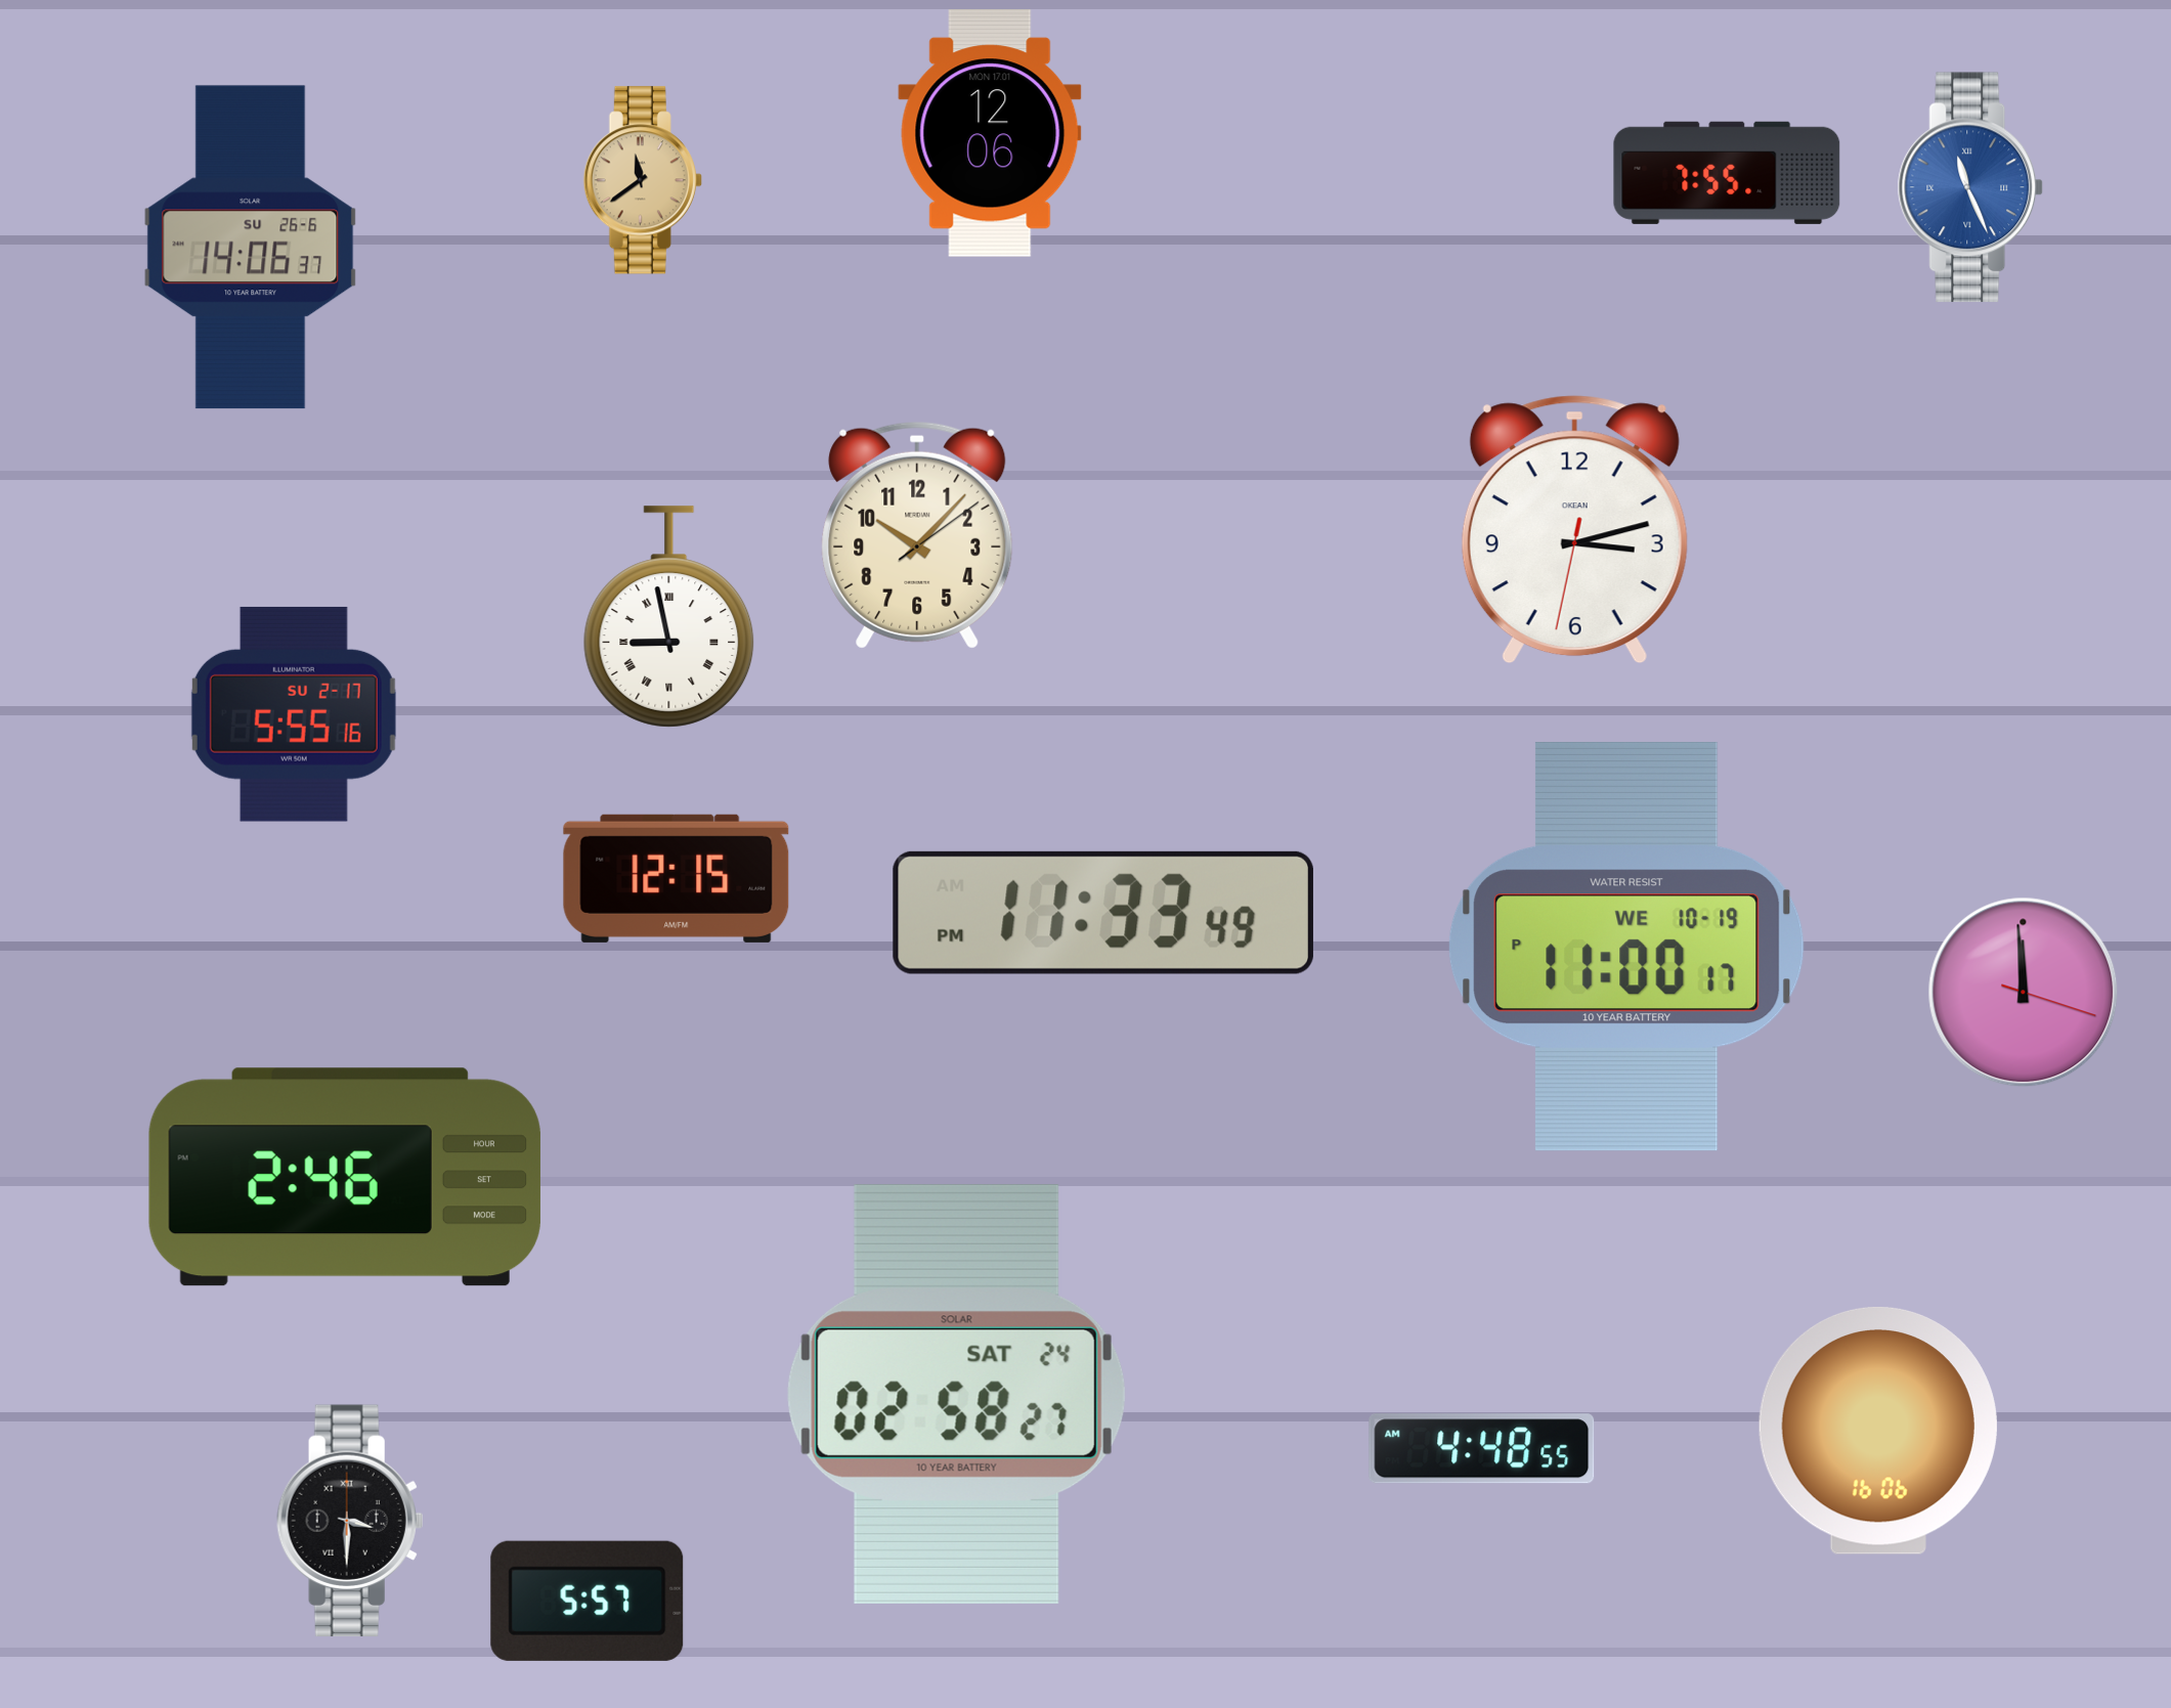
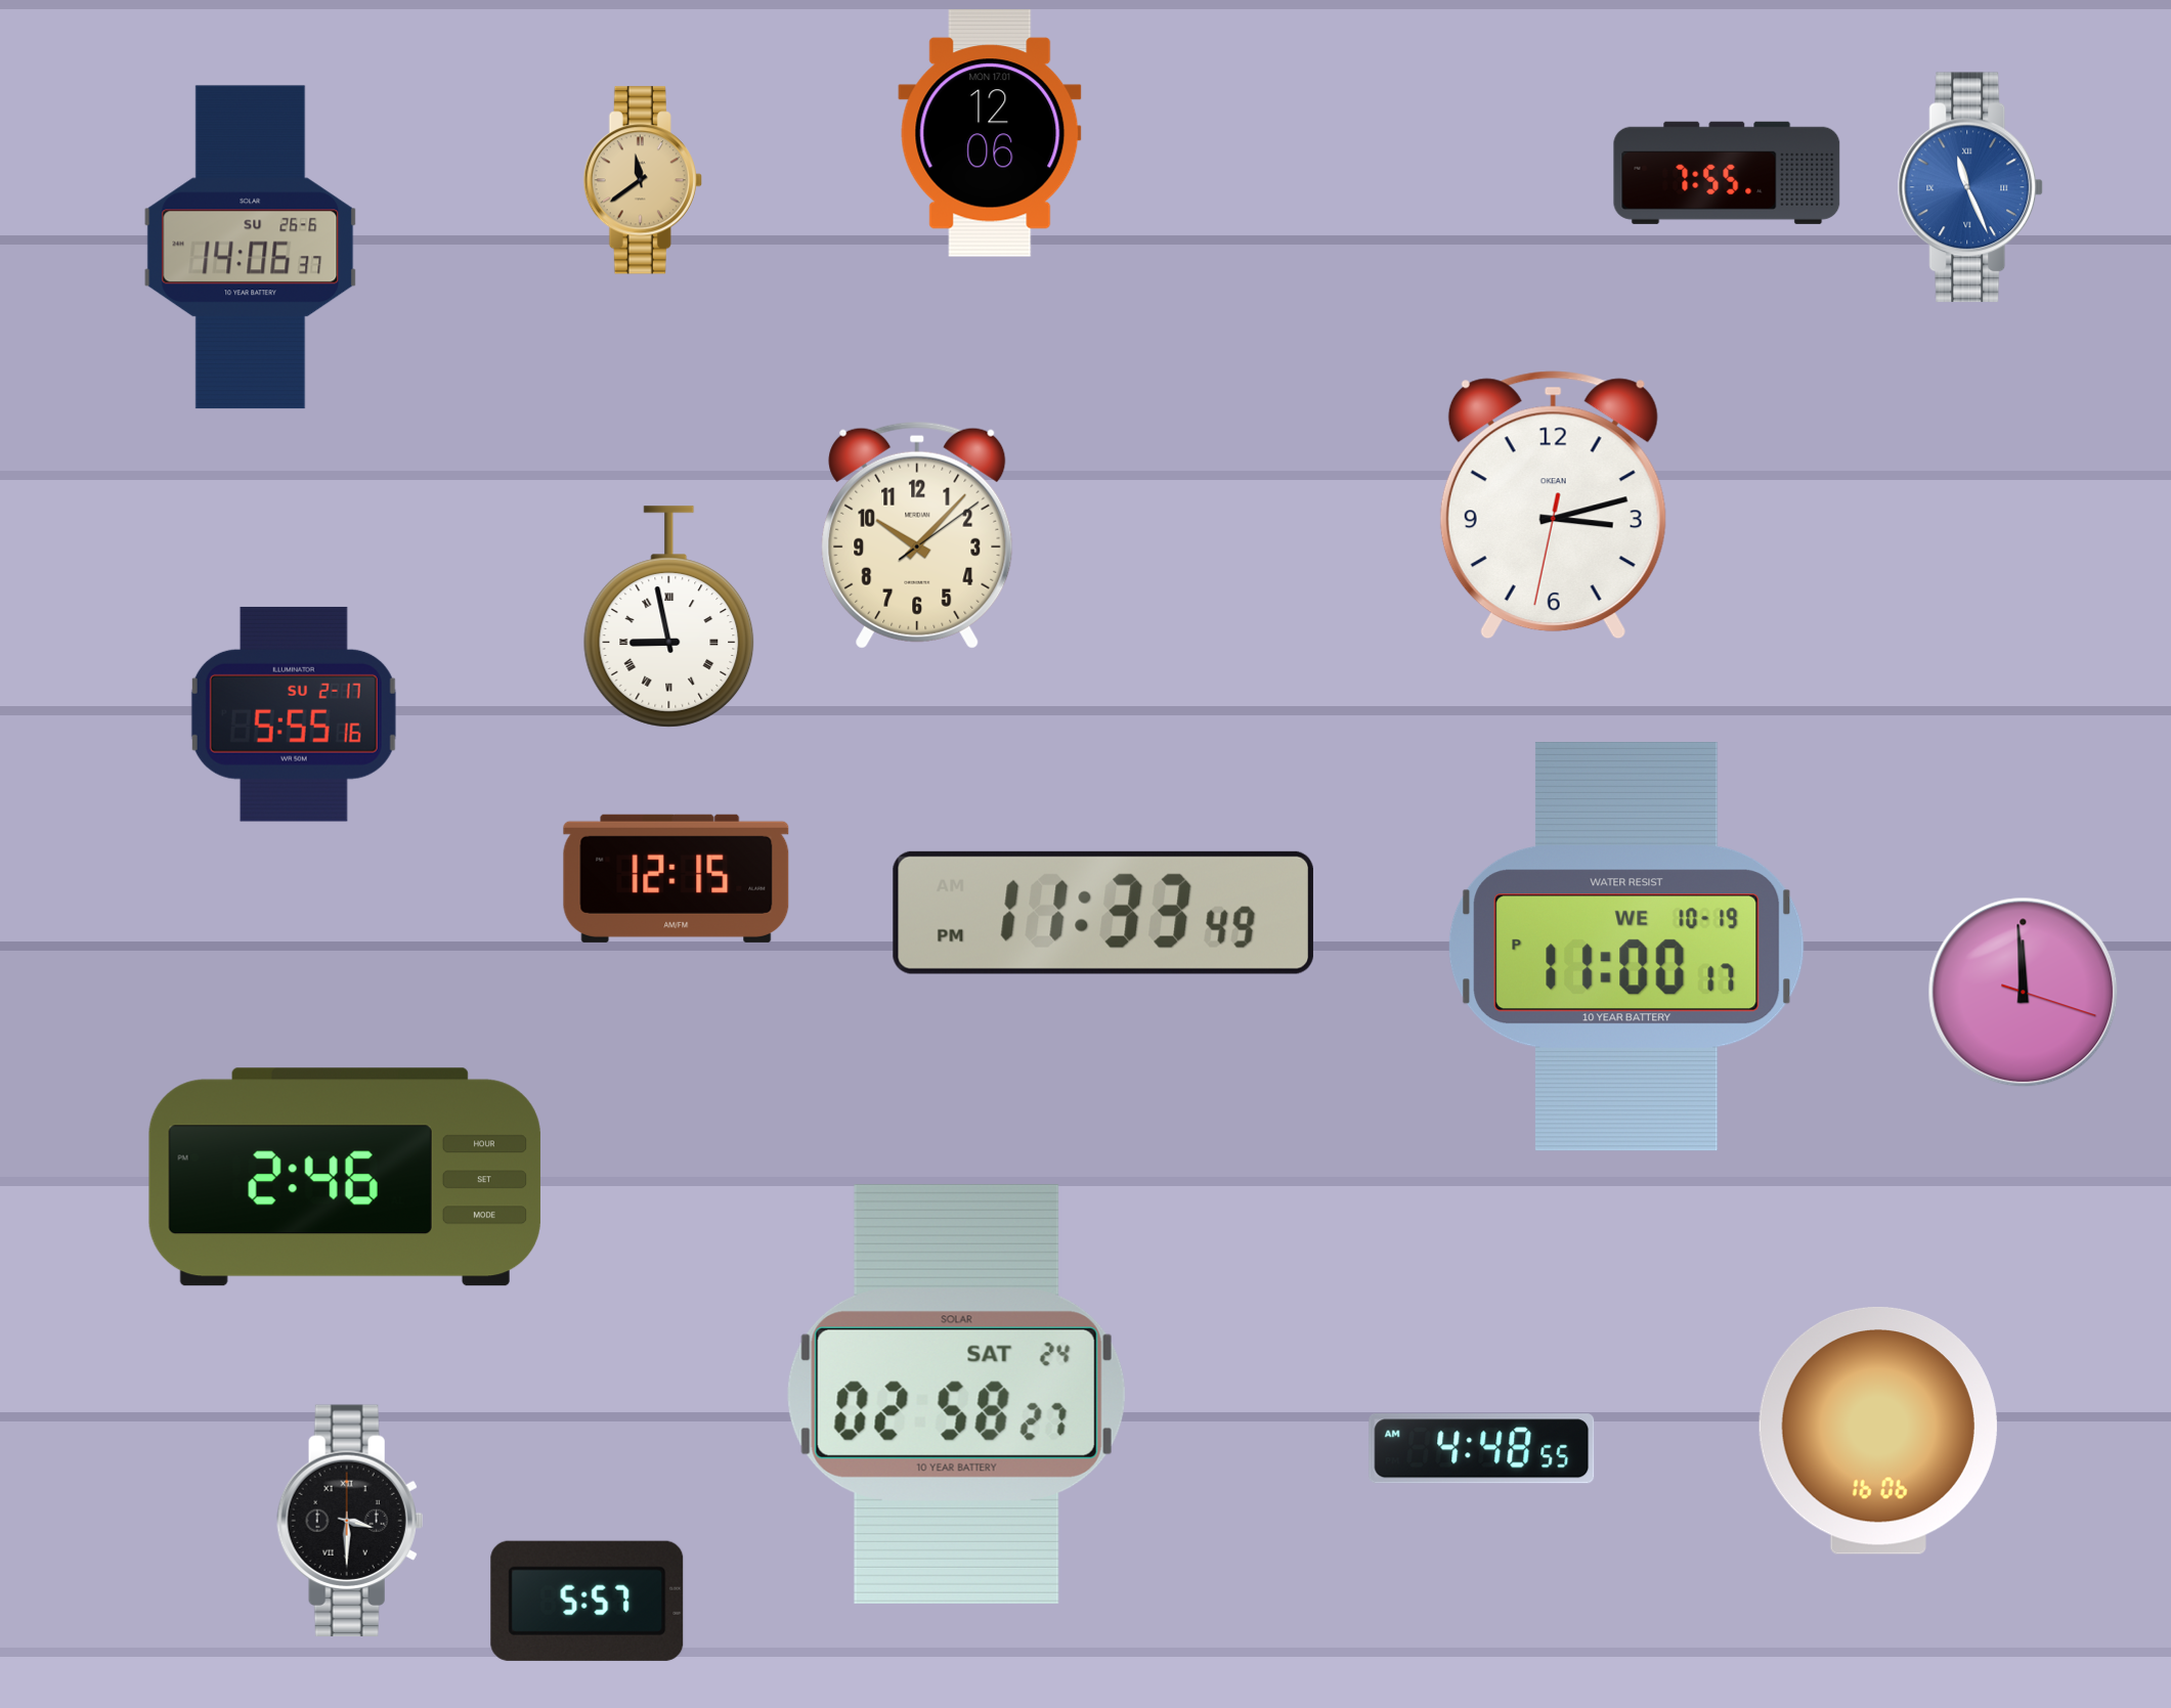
clock at (1574, 530) position: (1574, 530) -> (1553, 506)
